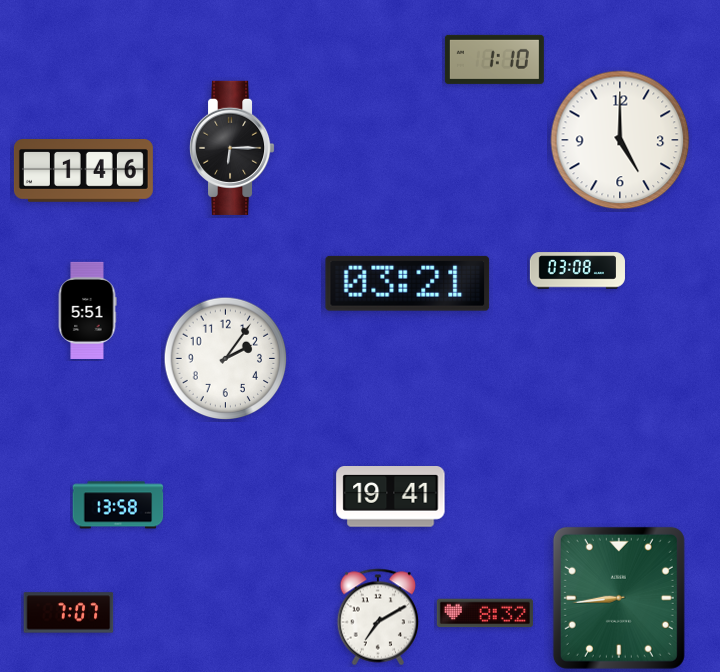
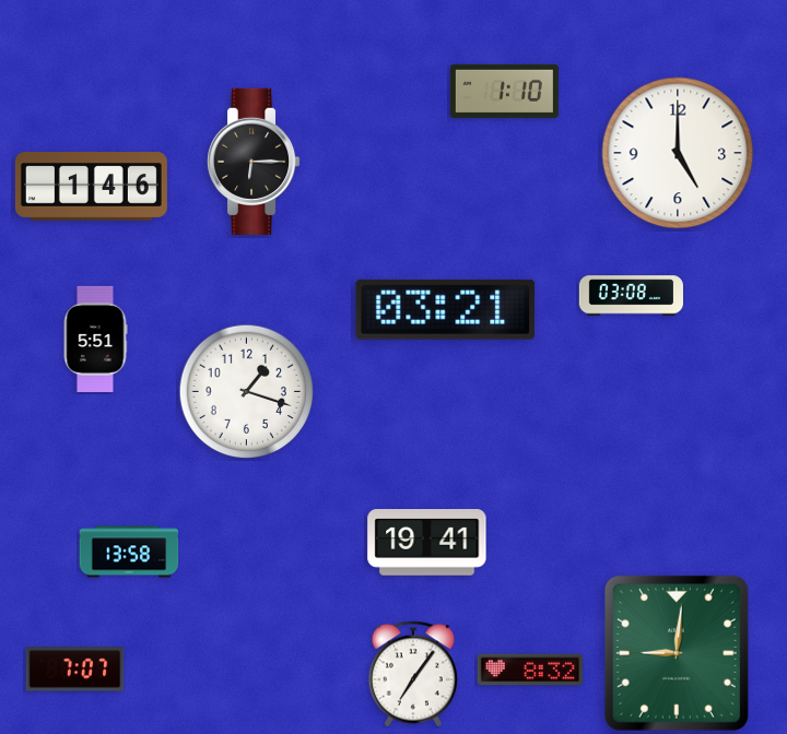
clock at (494, 59) position: (494, 59) -> (504, 91)
clock at (226, 359): 2:06 -> 1:18
clock at (619, 598): 8:44 -> 9:01
clock at (378, 617): 7:10 -> 7:06
